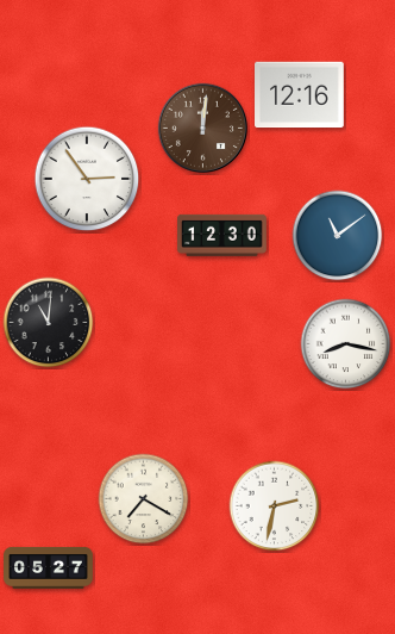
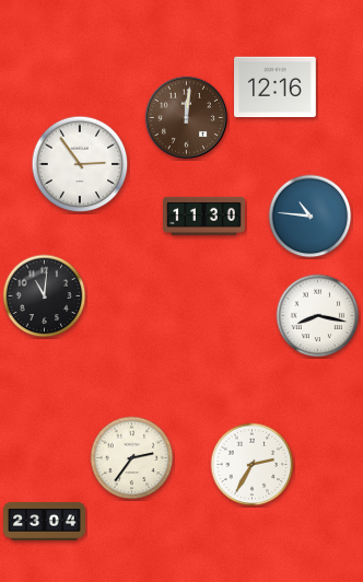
clock at (222, 235): 12:30 -> 11:30
clock at (338, 236): 11:09 -> 10:46
clock at (144, 499): 7:20 -> 2:36
clock at (275, 506): 2:32 -> 2:35
clock at (49, 567): 05:27 -> 23:04
